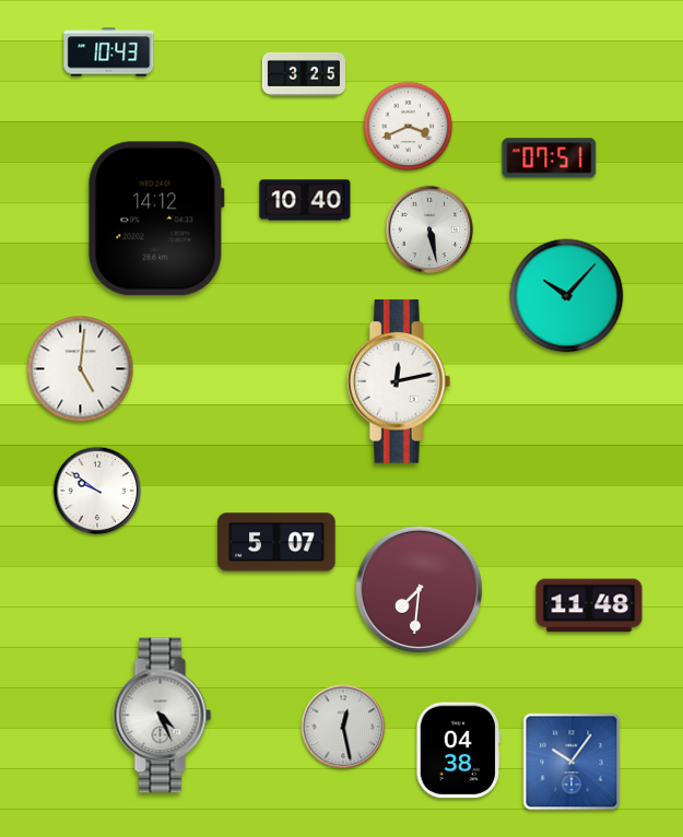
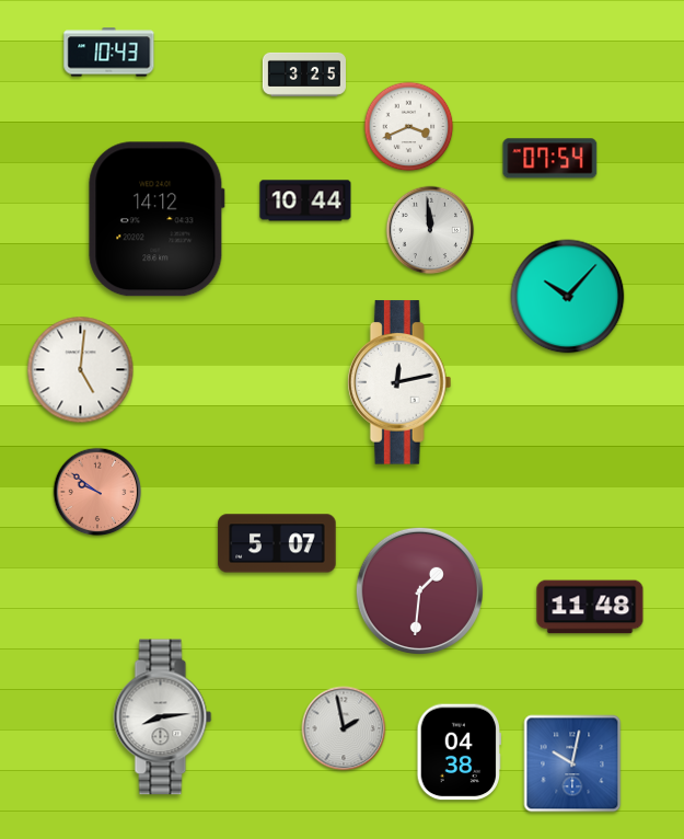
clock at (550, 158): 07:51 -> 07:54
clock at (305, 200): 10:40 -> 10:44
clock at (429, 229): 5:28 -> 11:59
clock at (97, 491) dial: white -> salmon
clock at (419, 589): 7:31 -> 1:31
clock at (163, 716): 4:26 -> 8:14
clock at (343, 727): 12:28 -> 1:58
clock at (572, 762): 10:06 -> 10:02
